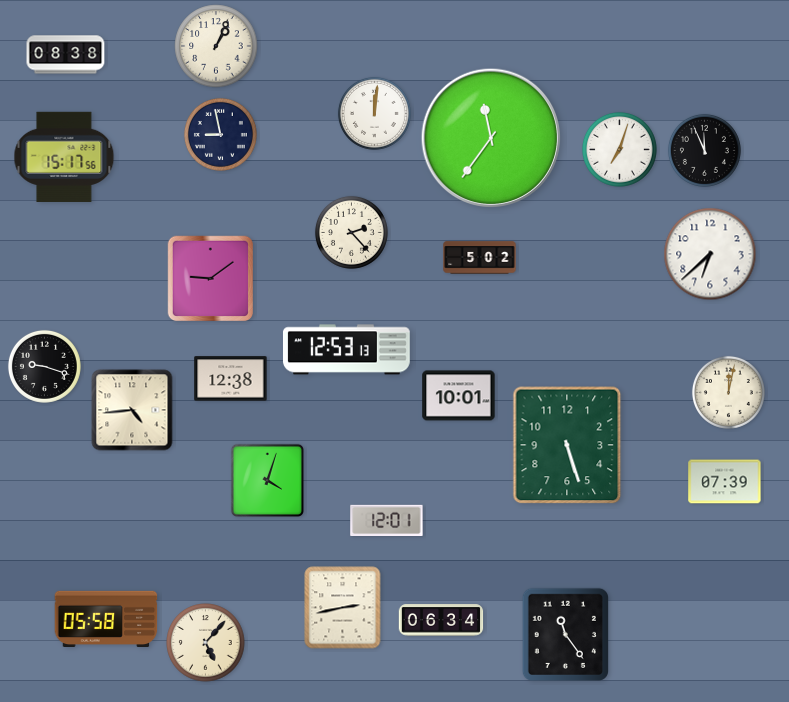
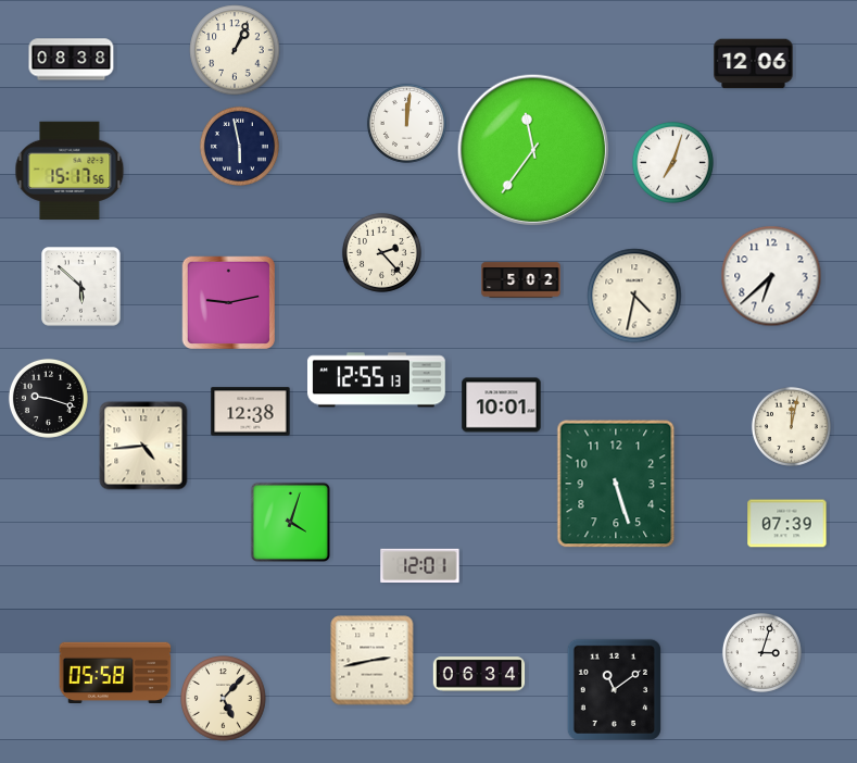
clock at (754, 64): none -> 12:06
clock at (220, 134): 8:58 -> 5:58
clock at (704, 150): 11:56 -> none
clock at (81, 287): none -> 5:52
clock at (634, 296): none -> 4:32
clock at (211, 279): 9:09 -> 9:13
clock at (346, 350): 12:53 -> 12:55
clock at (459, 396) position: (459, 396) -> (502, 405)
clock at (761, 652): none -> 3:03
clock at (565, 634): 11:24 -> 11:09
